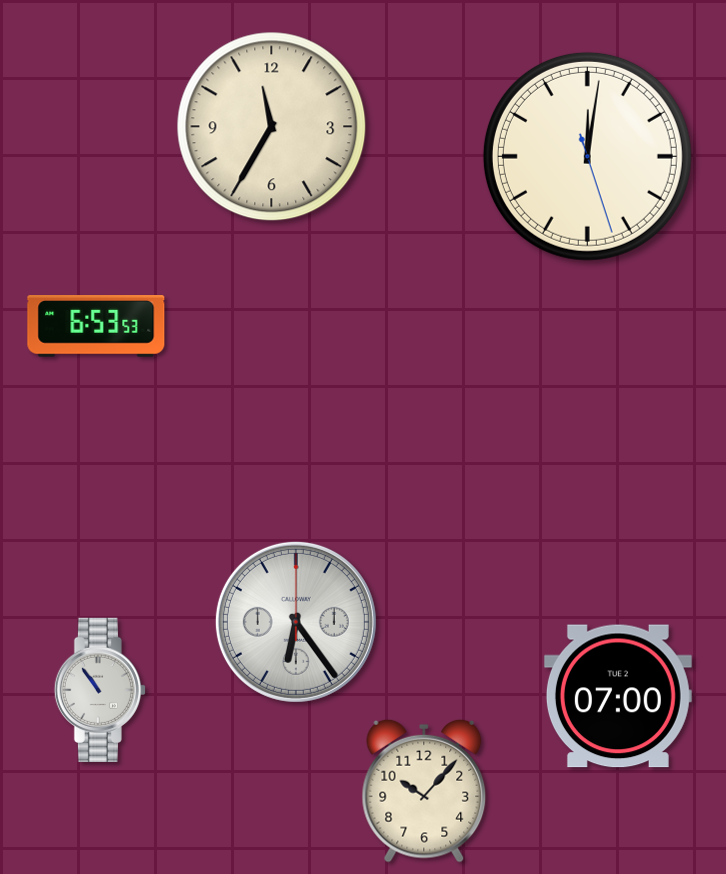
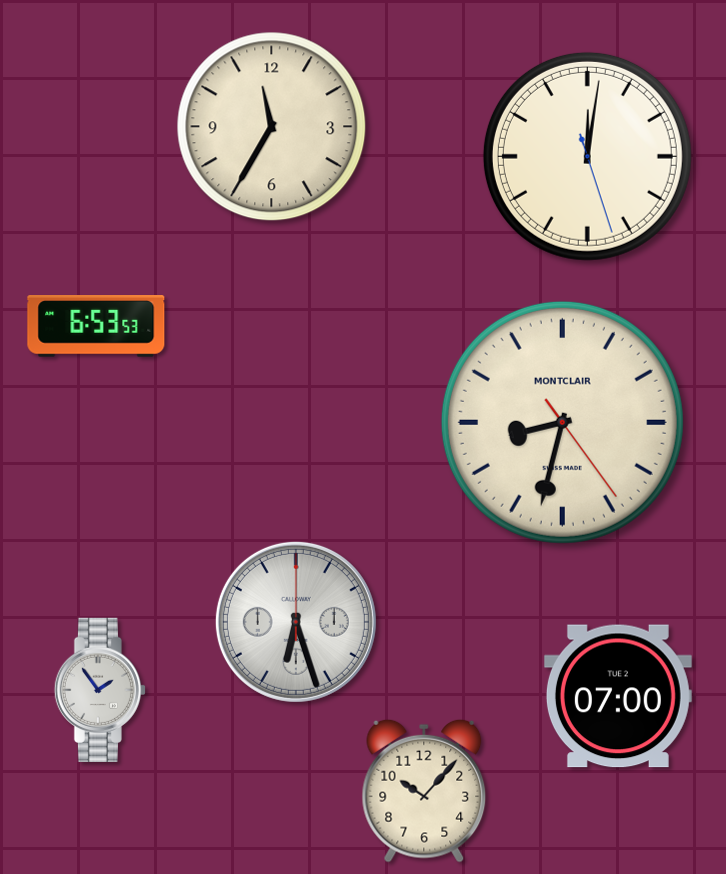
clock at (562, 422): none -> 8:32
clock at (296, 622): 6:24 -> 6:27
clock at (100, 690): 10:54 -> 1:54
